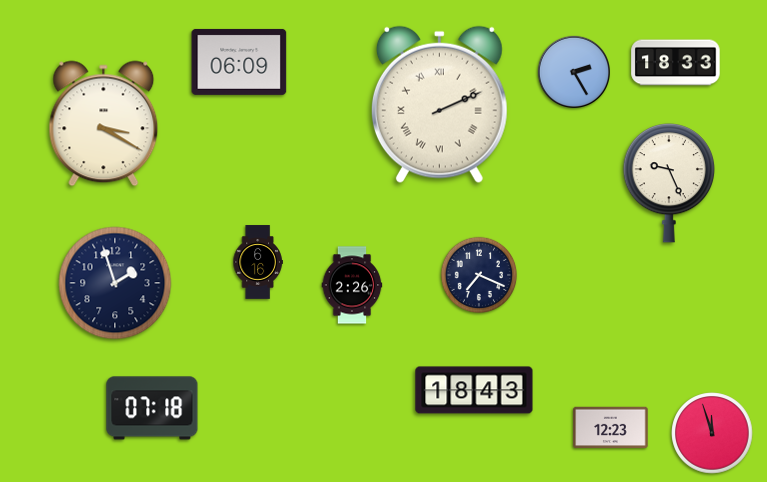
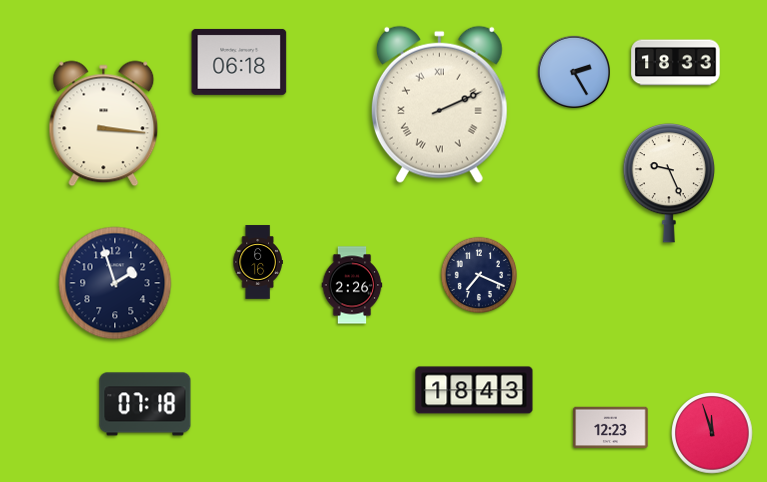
clock at (239, 62): 06:09 -> 06:18
clock at (104, 124): 3:20 -> 3:16
clock at (152, 408) position: (152, 408) -> (145, 404)
